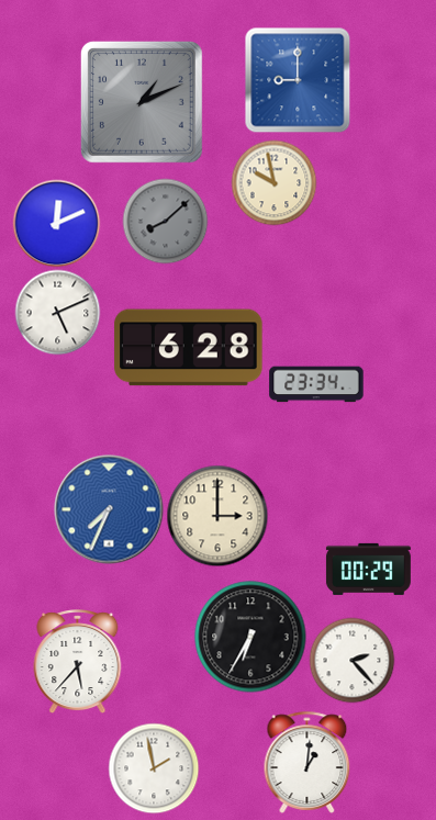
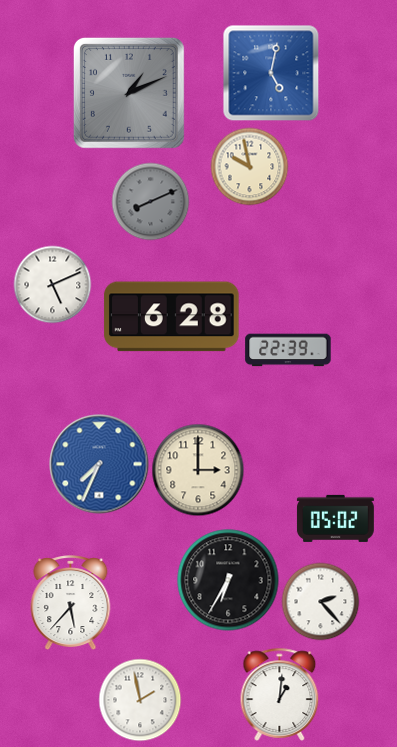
clock at (298, 80): 9:00 -> 5:02
clock at (165, 221): 8:08 -> 8:11
clock at (56, 223): 12:11 -> none
clock at (316, 384): 23:34 -> 22:39
clock at (368, 569): 00:29 -> 05:02
